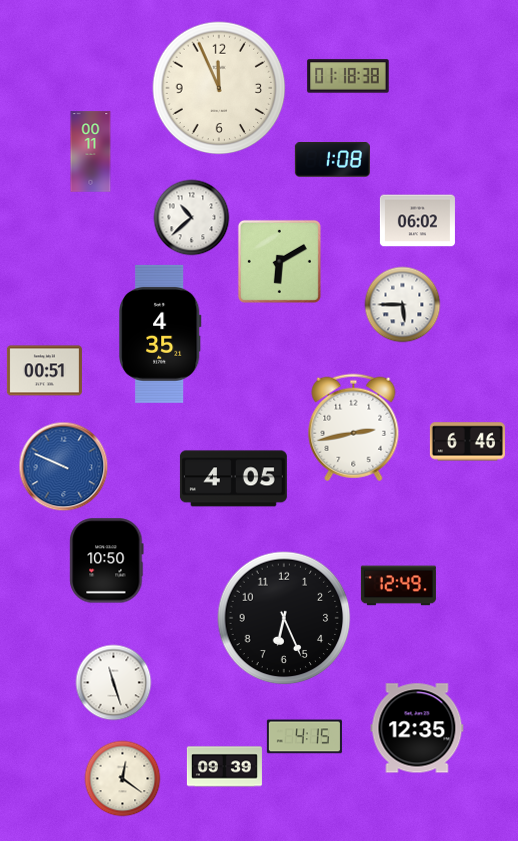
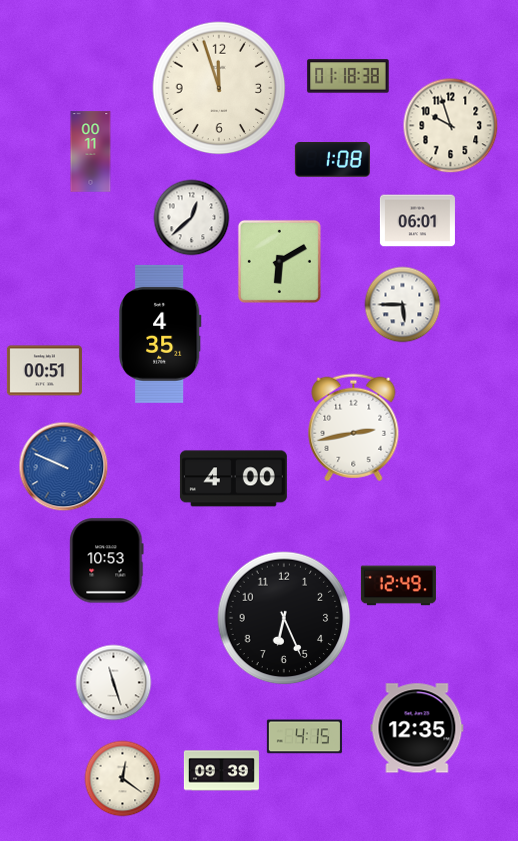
clock at (219, 88): 11:56 -> 11:57
clock at (451, 126): none -> 9:57
clock at (192, 218): 10:38 -> 12:38
clock at (417, 221): 06:02 -> 06:01
clock at (467, 442): 6:46 -> none
clock at (233, 479): 4:05 -> 4:00
clock at (107, 561): 10:50 -> 10:53
clock at (224, 767) position: (224, 767) -> (221, 771)
